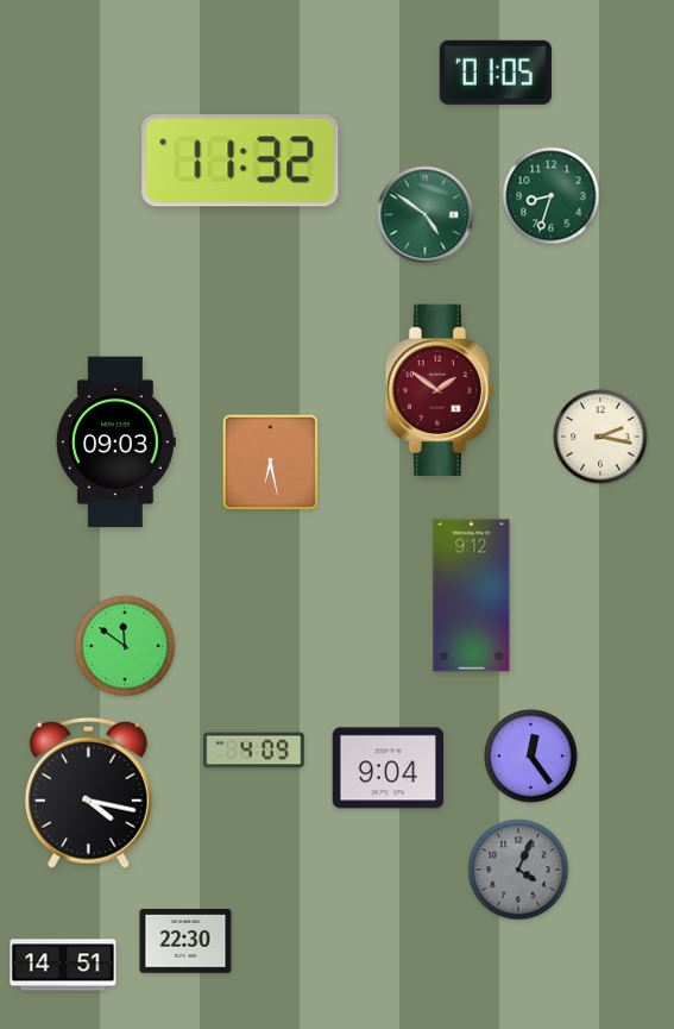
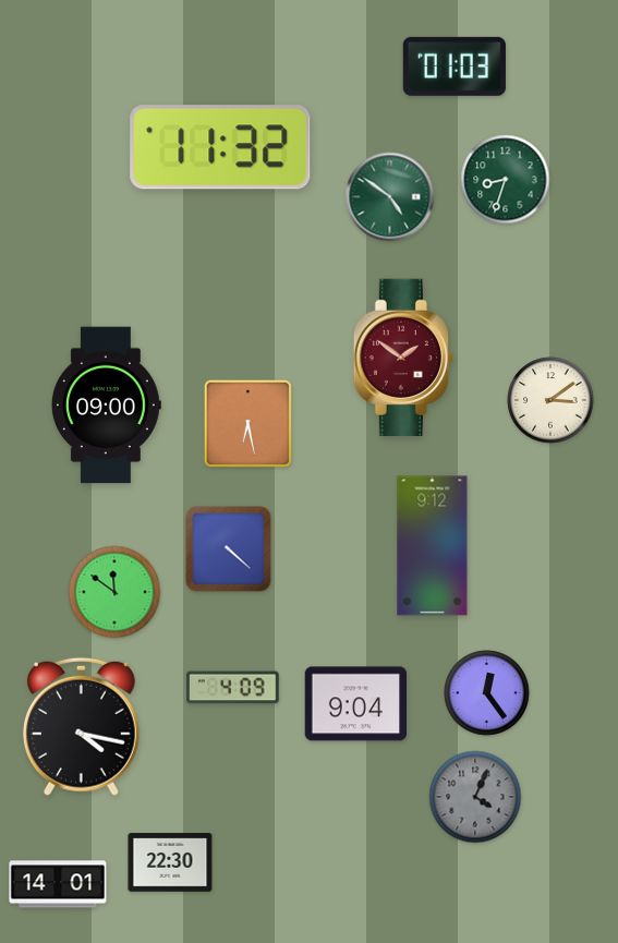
clock at (496, 73): 01:05 -> 01:03
clock at (600, 437): 2:17 -> 3:09
clock at (115, 443): 09:03 -> 09:00
clock at (229, 549): none -> 4:22
clock at (63, 965): 14:51 -> 14:01
